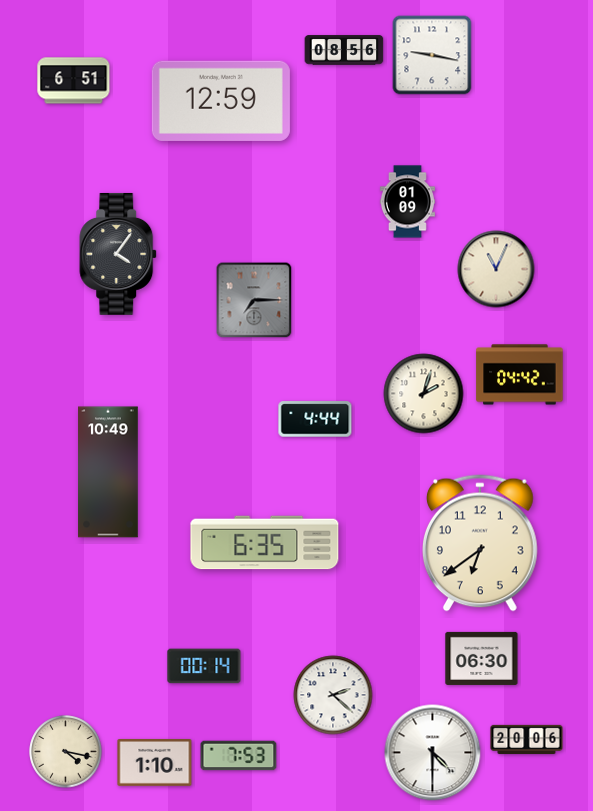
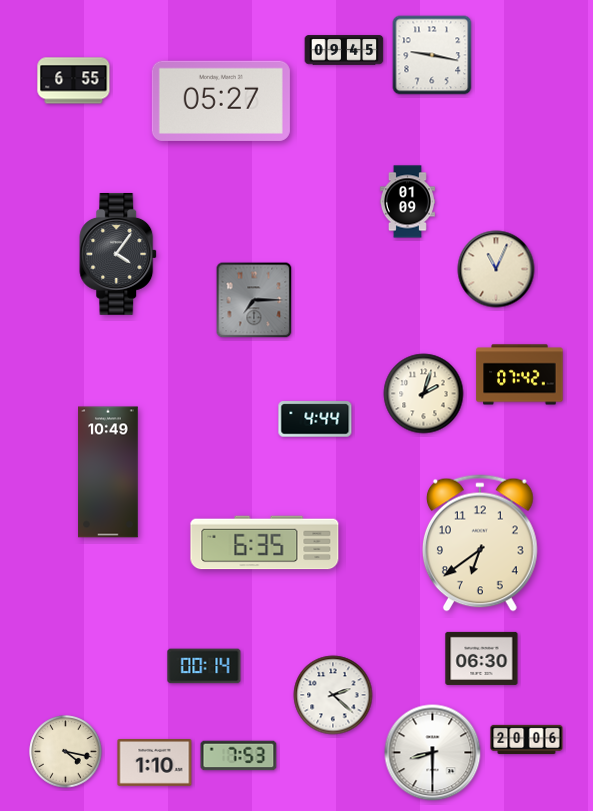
clock at (344, 50): 08:56 -> 09:45
clock at (74, 81): 6:51 -> 6:55
clock at (221, 101): 12:59 -> 05:27
clock at (520, 375): 04:42 -> 07:42
clock at (433, 753): 4:30 -> 8:30
